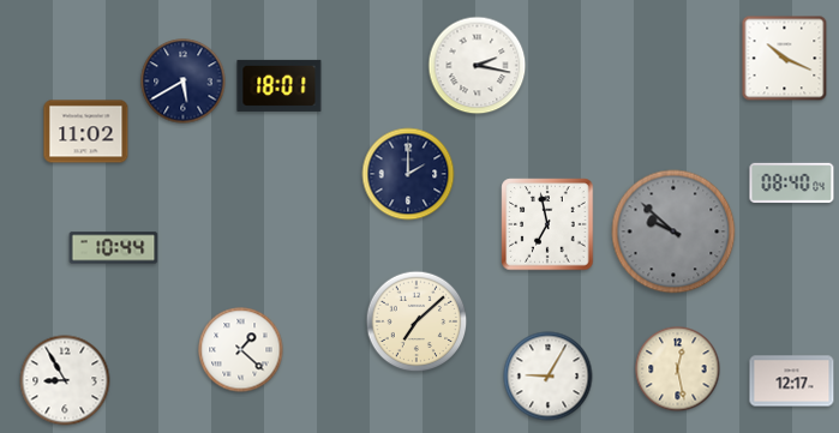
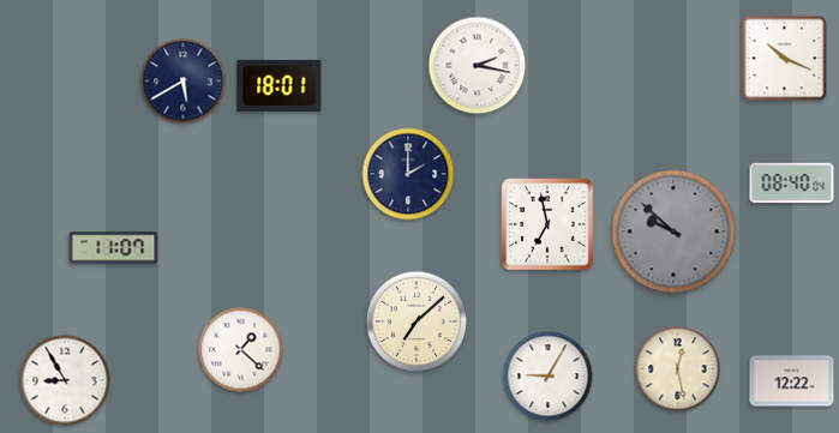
clock at (86, 132): 11:02 -> none
clock at (114, 248): 10:44 -> 11:07
clock at (792, 381): 12:17 -> 12:22
